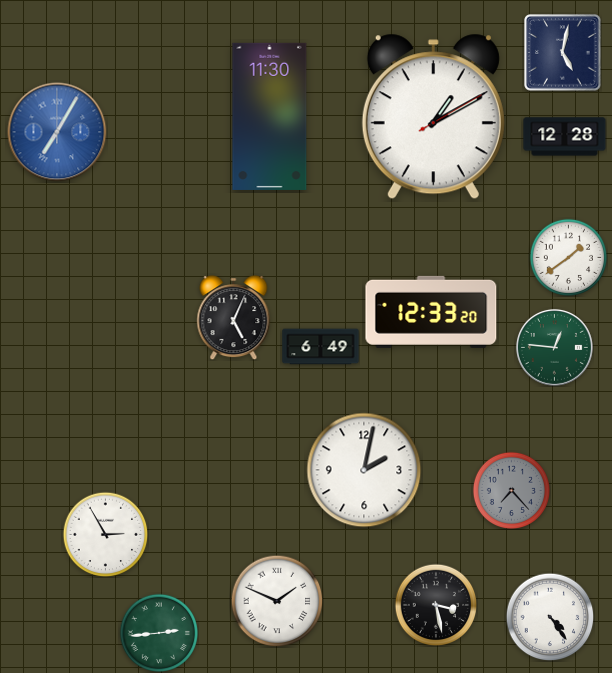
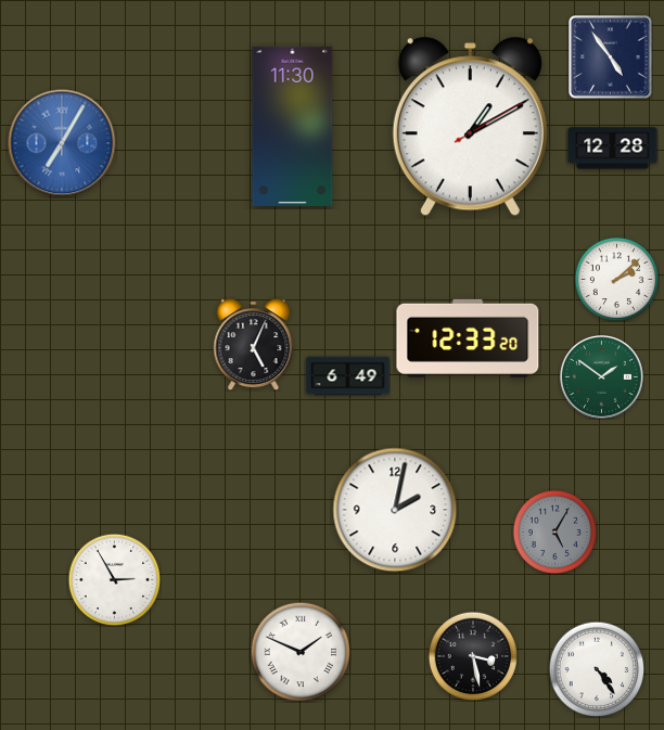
clock at (563, 53): 5:02 -> 4:54
clock at (568, 257): 1:39 -> 2:08
clock at (554, 347): 12:46 -> 1:51
clock at (511, 490): 7:23 -> 5:05
clock at (159, 633): 2:44 -> none
